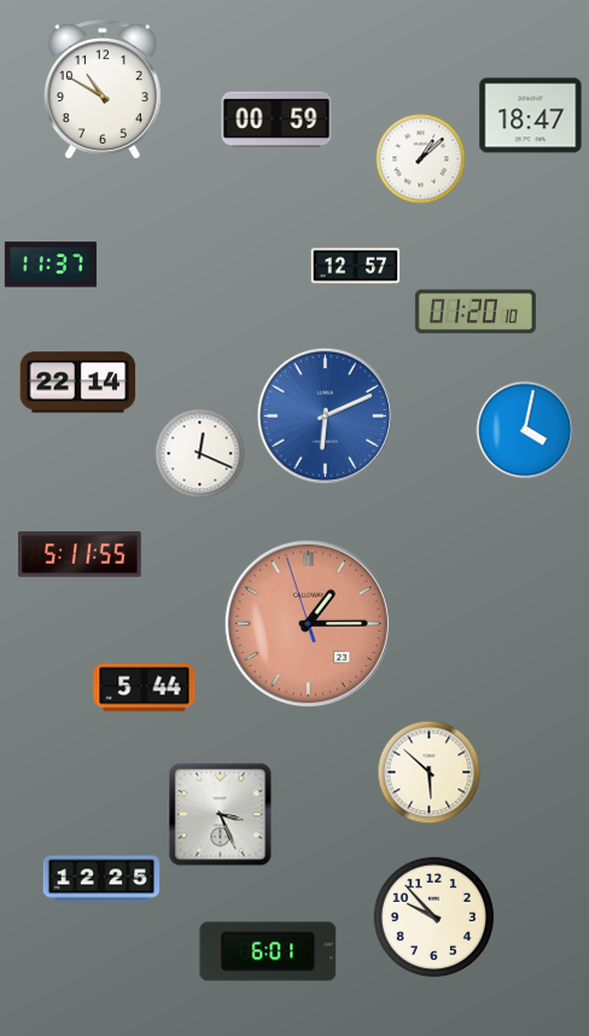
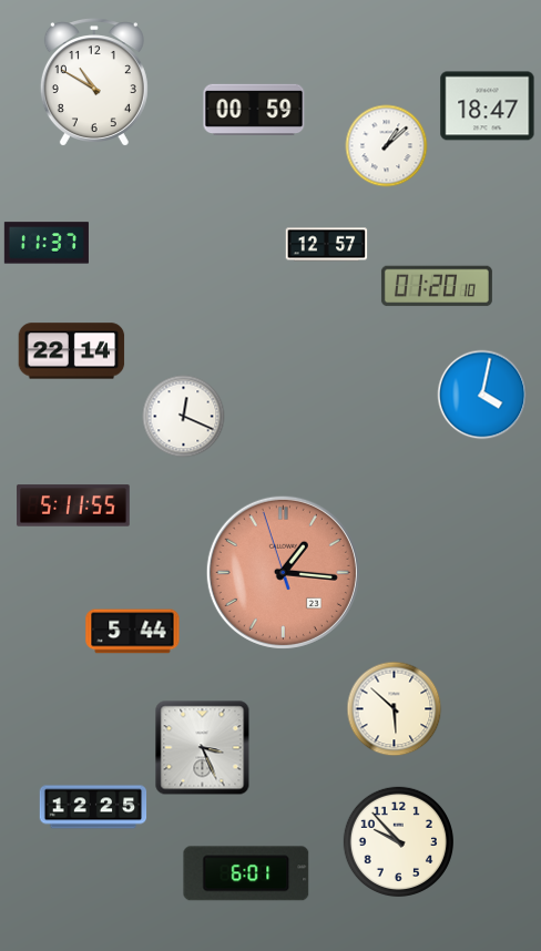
clock at (326, 417): 6:11 -> none
clock at (80, 554) position: (80, 554) -> (73, 505)
clock at (308, 623): 1:14 -> 1:15
